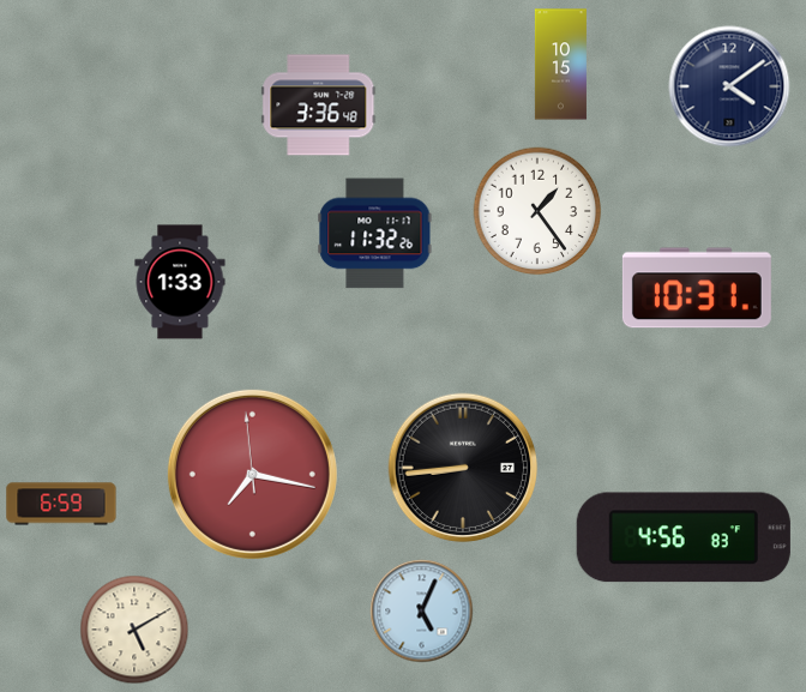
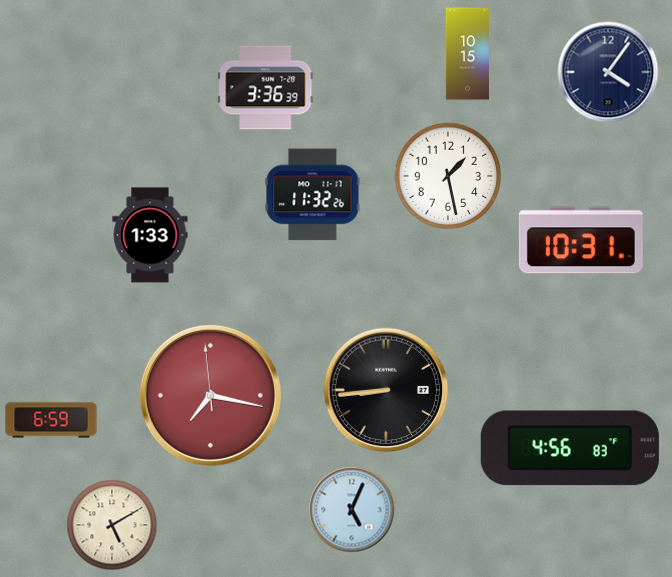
clock at (729, 86): 4:09 -> 4:06
clock at (319, 106): 3:36:48 -> 3:36:39
clock at (537, 211): 1:24 -> 1:28
